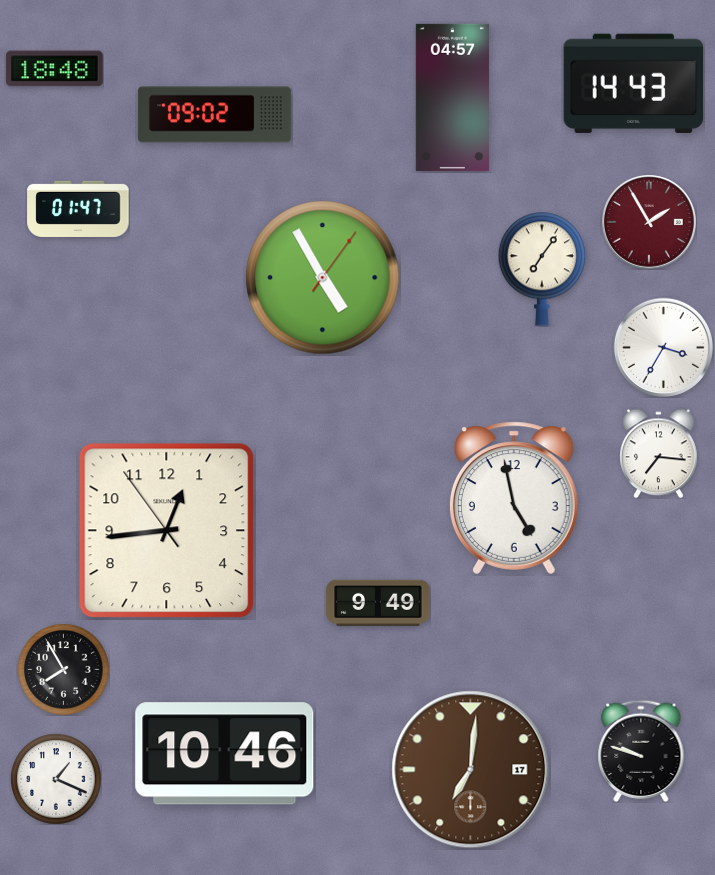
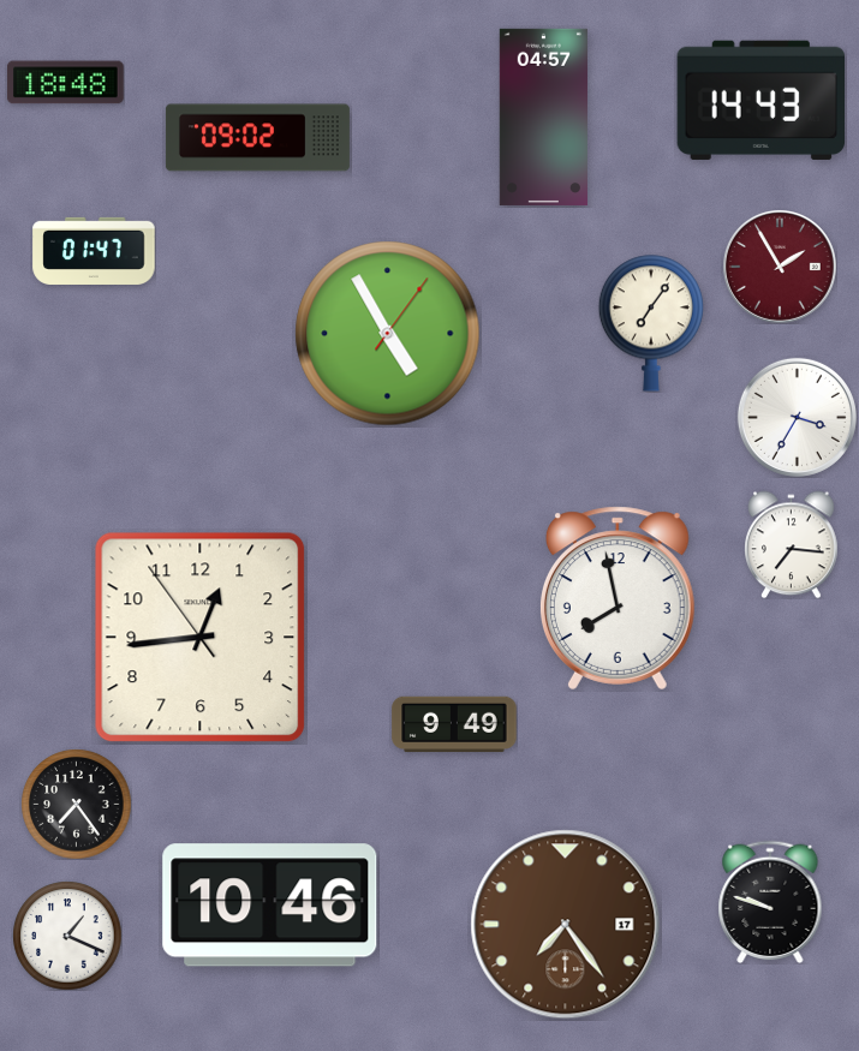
clock at (514, 498): 4:58 -> 7:58
clock at (63, 669): 7:55 -> 7:24
clock at (471, 770): 7:01 -> 7:24
